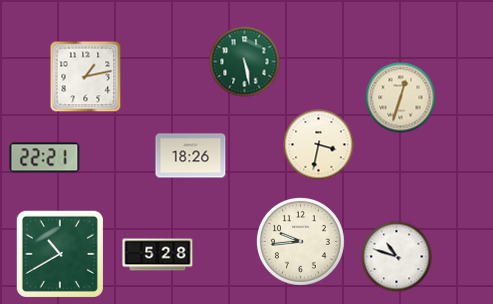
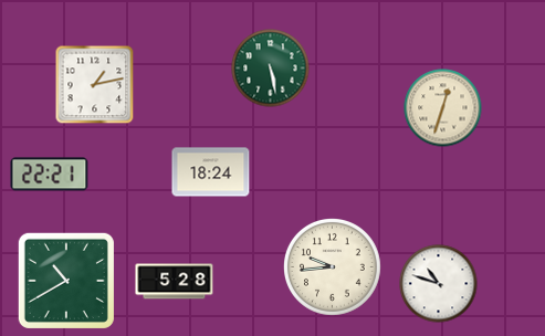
clock at (319, 145): 3:32 -> none
clock at (191, 156): 18:26 -> 18:24
